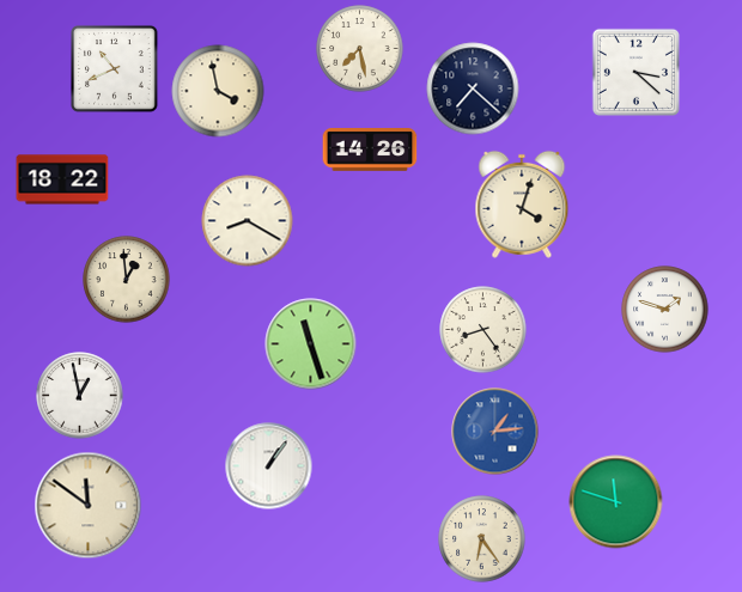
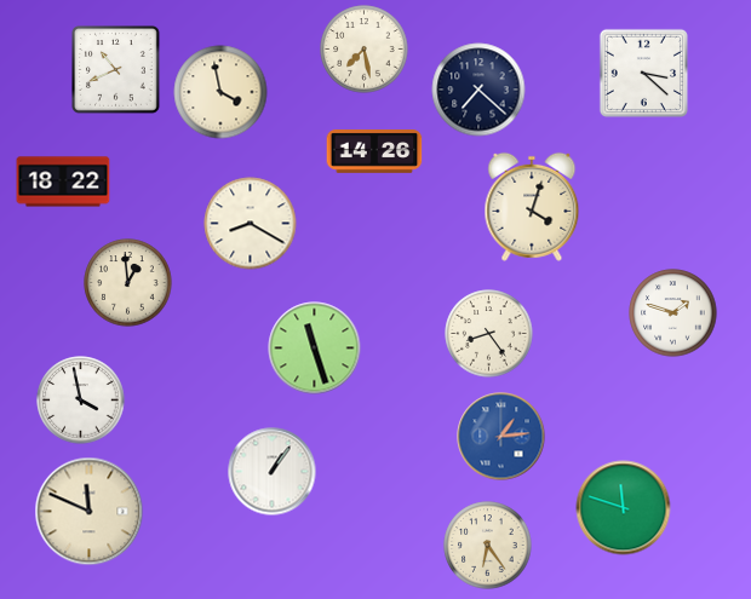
clock at (522, 205) position: (522, 205) -> (532, 207)
clock at (80, 396): 12:58 -> 3:58
clock at (89, 506): 11:51 -> 11:49
